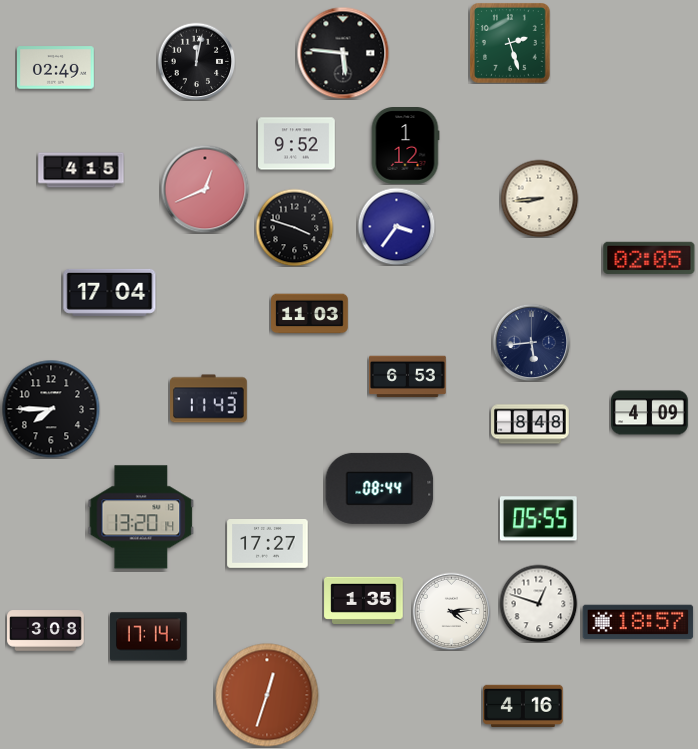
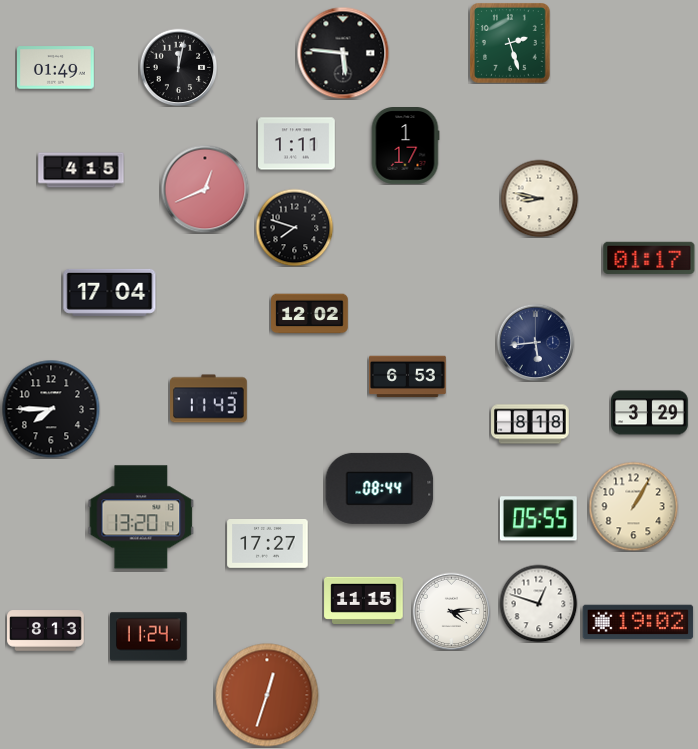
clock at (196, 61) position: (196, 61) -> (178, 67)
clock at (56, 68): 02:49 -> 01:49
clock at (297, 144): 9:52 -> 1:11
clock at (405, 146): 1:12 -> 1:17
clock at (539, 198): 8:44 -> 8:47
clock at (396, 226): 3:36 -> none
clock at (294, 227): 3:48 -> 7:48
clock at (649, 258): 02:05 -> 01:17
clock at (310, 314): 11:03 -> 12:02
clock at (531, 342) position: (531, 342) -> (535, 342)
clock at (650, 413): 4:09 -> 3:29
clock at (530, 424): 8:48 -> 8:18
clock at (633, 506): none -> 1:05
clock at (364, 600): 1:35 -> 11:15
clock at (638, 622): 18:57 -> 19:02
clock at (46, 631): 3:08 -> 8:13
clock at (149, 637): 17:14 -> 11:24
clock at (523, 705): 4:16 -> none
